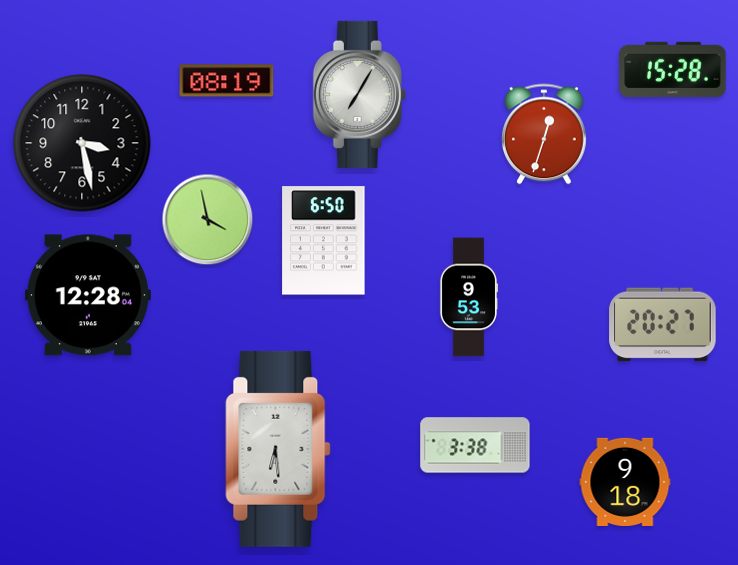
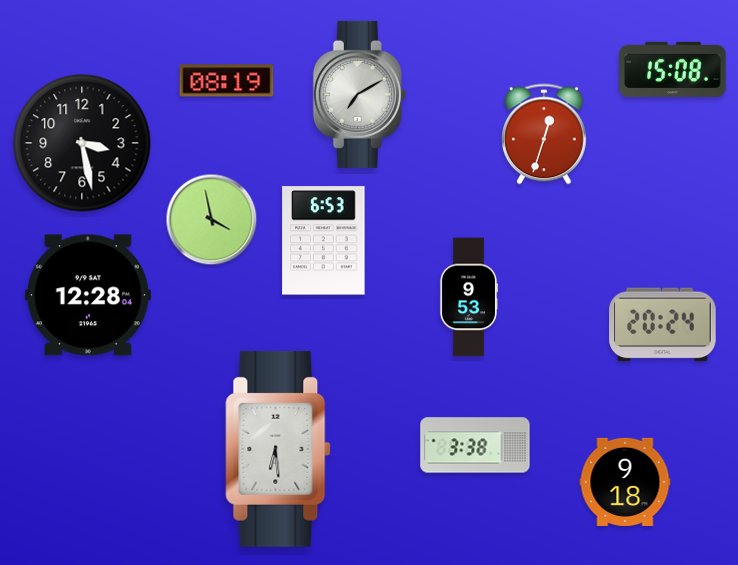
clock at (673, 69): 15:28 -> 15:08
clock at (359, 94): 7:05 -> 7:10
clock at (208, 220) position: (208, 220) -> (212, 220)
clock at (324, 241): 6:50 -> 6:53
clock at (663, 325): 20:27 -> 20:24
